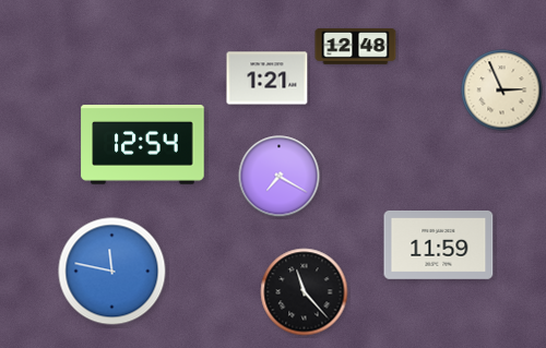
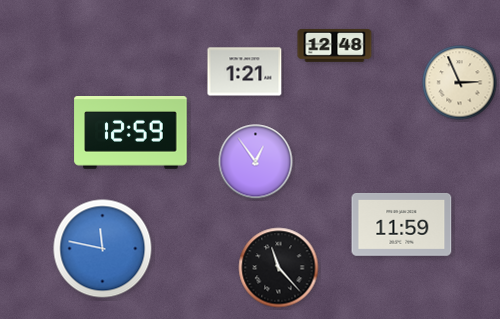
clock at (356, 47) position: (356, 47) -> (335, 46)
clock at (143, 145): 12:54 -> 12:59
clock at (280, 177): 7:20 -> 12:54
